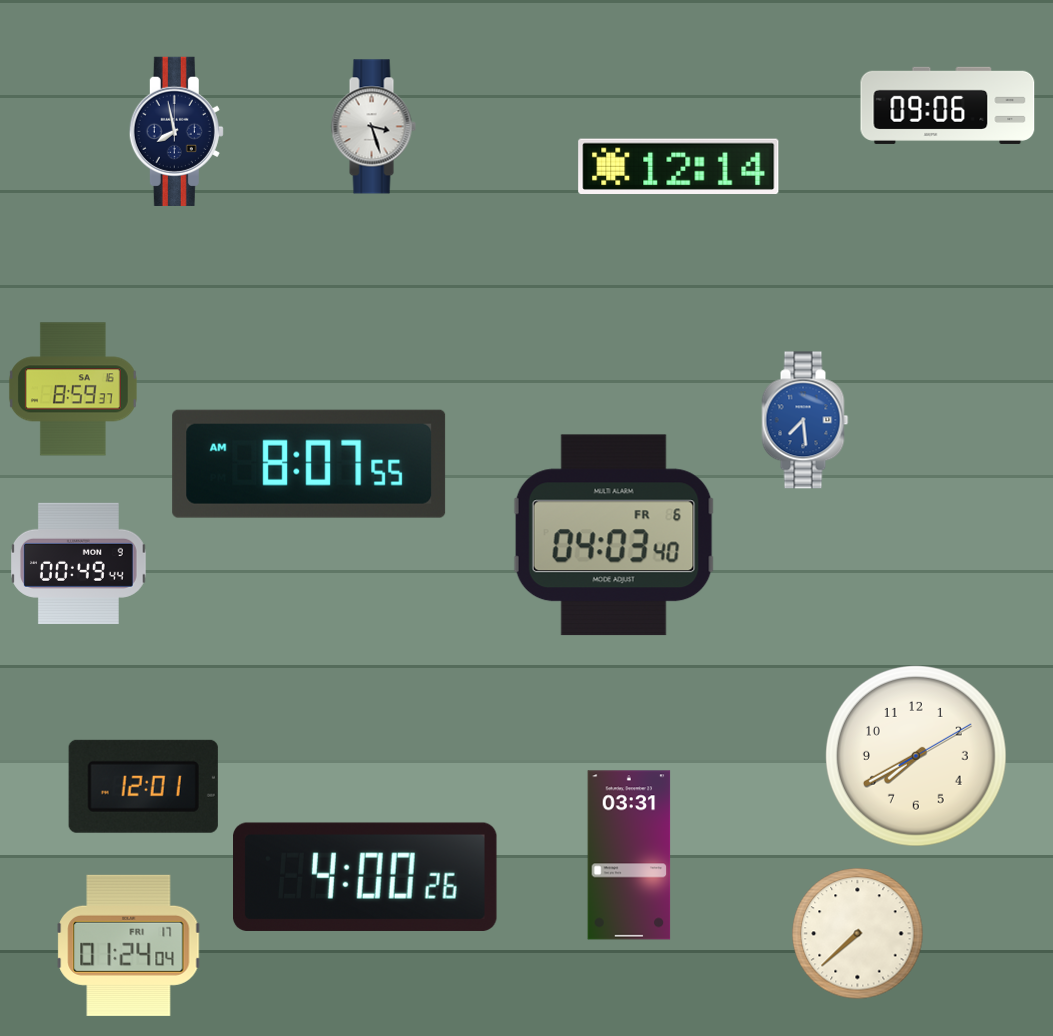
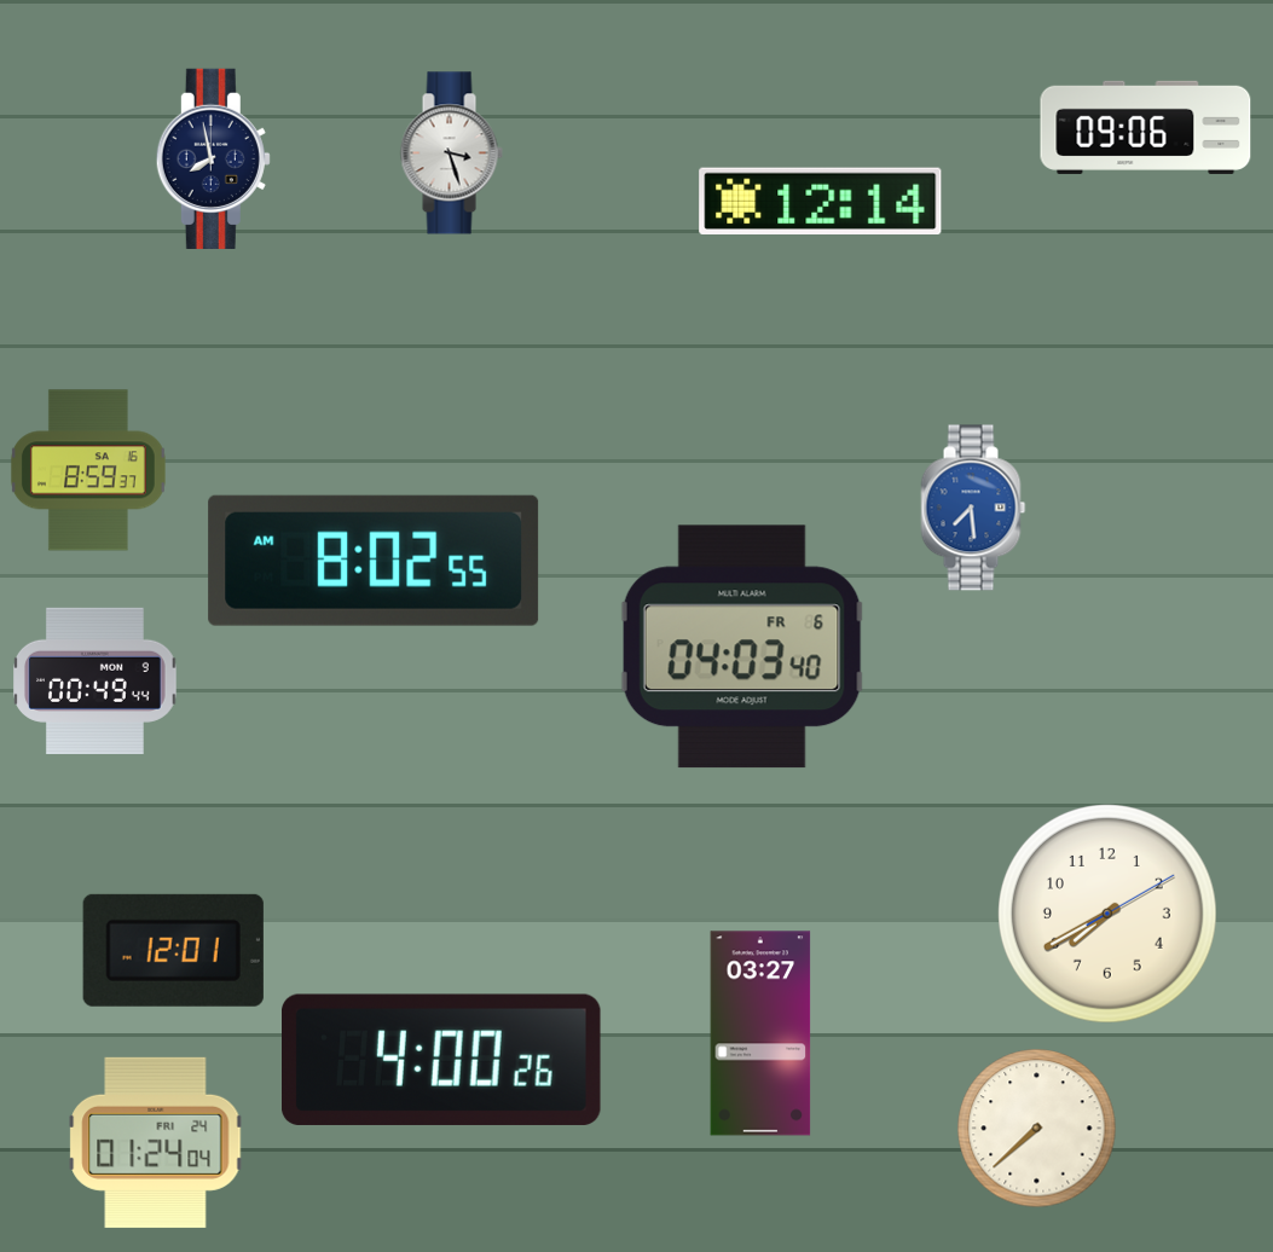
clock at (309, 464): 8:07 -> 8:02
clock at (629, 855): 03:31 -> 03:27
clock at (129, 945) date: FRI 17 -> FRI 24
